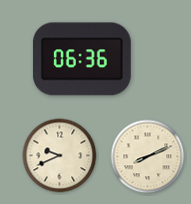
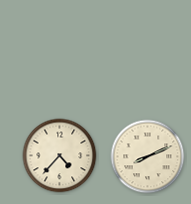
clock at (82, 59): 06:36 -> none
clock at (60, 156): 9:41 -> 4:37
